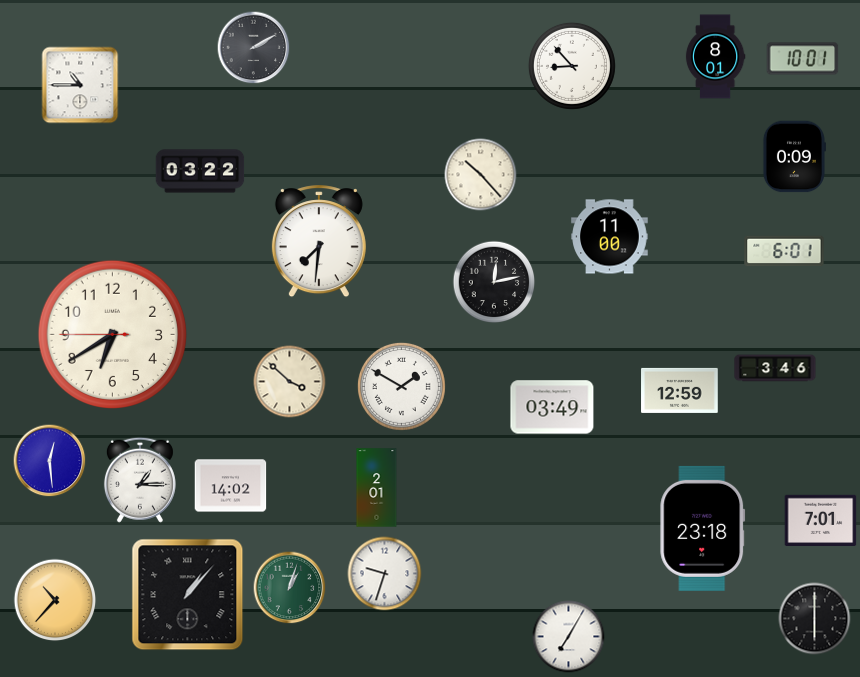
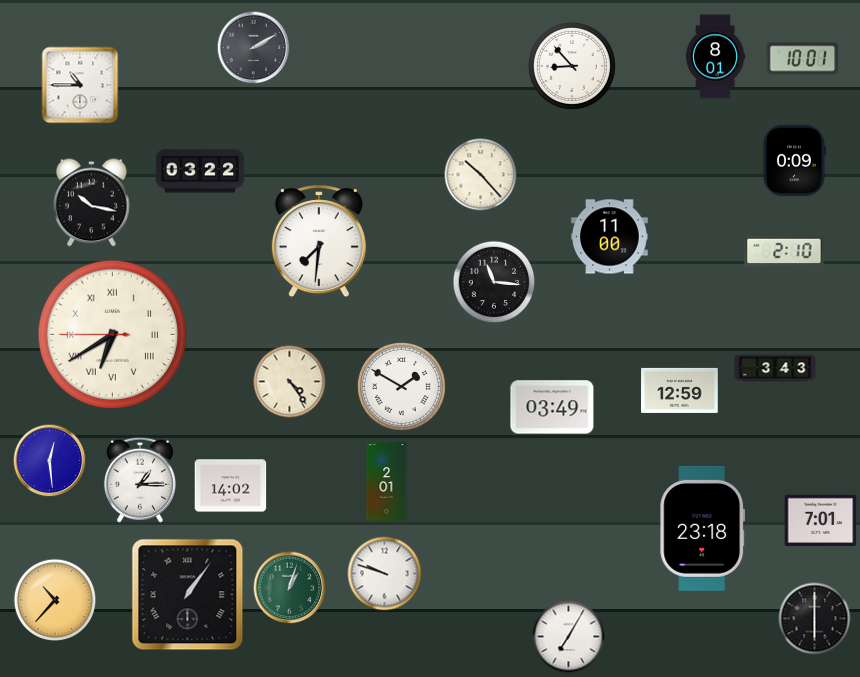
clock at (794, 157) position: (794, 157) -> (794, 161)
clock at (92, 203): none -> 10:17
clock at (784, 251): 6:01 -> 2:10
clock at (494, 282): 12:13 -> 11:16
clock at (113, 335) numerals: Arabic -> Roman
clock at (775, 368): 3:46 -> 3:43
clock at (290, 382): 3:52 -> 4:24
clock at (377, 488) position: (377, 488) -> (387, 482)
clock at (385, 574): 9:33 -> 9:48
clock at (188, 595): 1:07 -> 1:06
